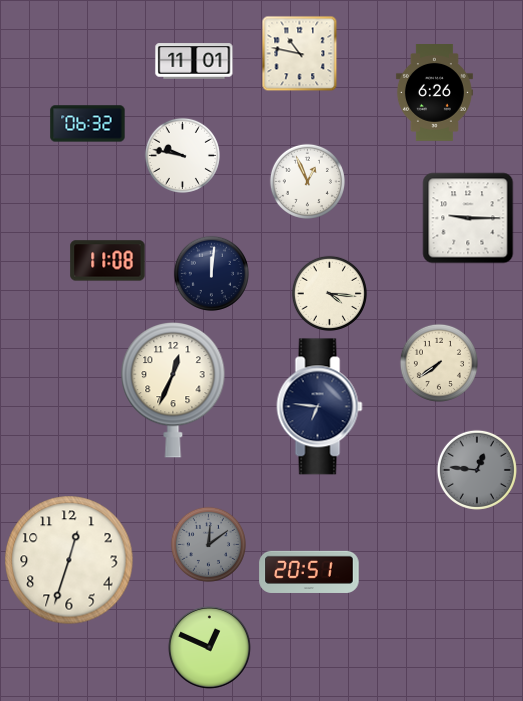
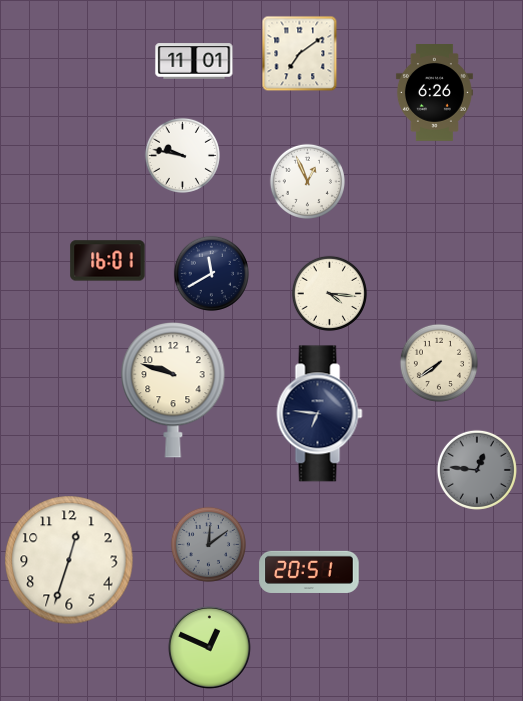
clock at (300, 54): 10:47 -> 7:09
clock at (88, 124): 06:32 -> none
clock at (468, 218): 9:15 -> none
clock at (108, 261): 11:08 -> 16:01
clock at (211, 273): 12:01 -> 11:40
clock at (173, 390): 12:34 -> 9:48
clock at (320, 407) position: (320, 407) -> (320, 414)
